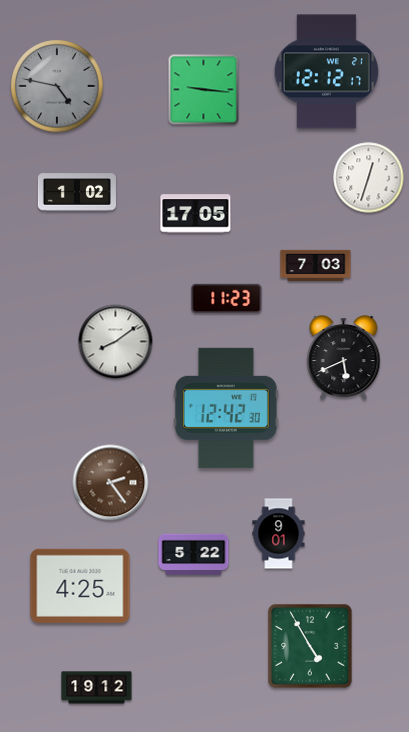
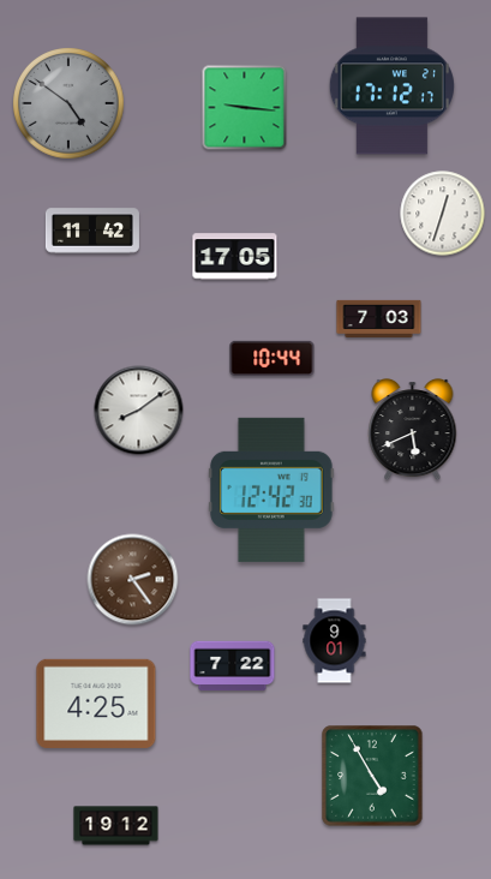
clock at (326, 72): 12:12 -> 17:12
clock at (58, 87): 4:47 -> 4:51
clock at (77, 192): 1:02 -> 11:42
clock at (227, 298): 11:23 -> 10:44
clock at (194, 555): 5:22 -> 7:22
